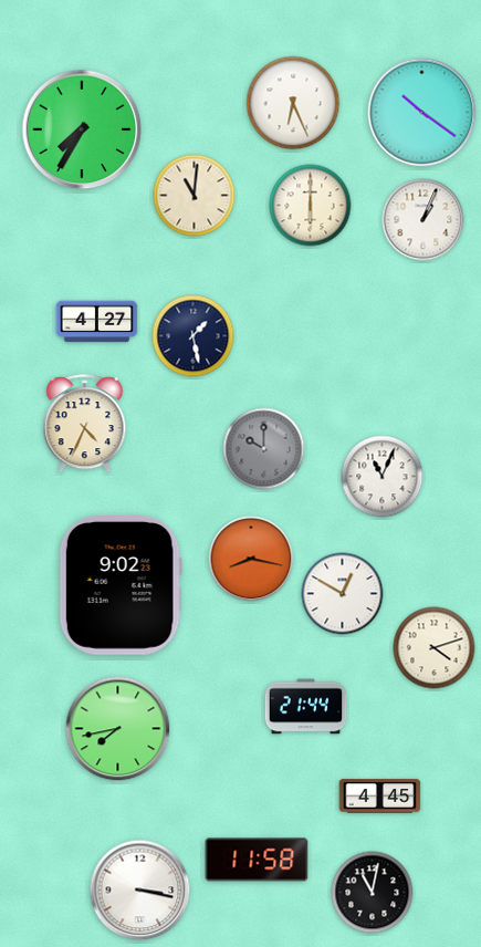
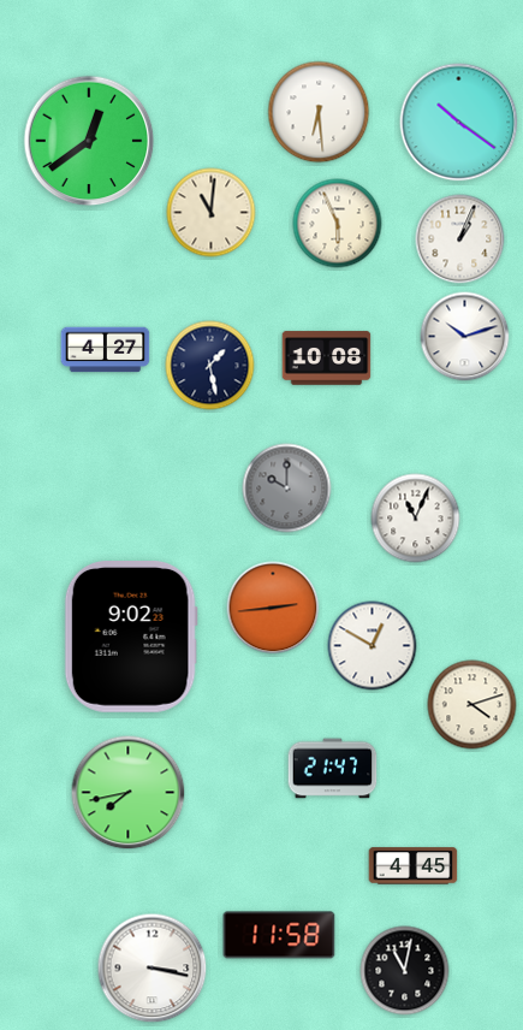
clock at (293, 103): 6:26 -> 6:29
clock at (82, 129): 7:35 -> 12:39
clock at (311, 206): 6:00 -> 5:56
clock at (465, 337): none -> 10:12
clock at (327, 359): none -> 10:08
clock at (85, 424): 4:34 -> none
clock at (251, 559): 8:17 -> 2:44
clock at (306, 707): 21:44 -> 21:47
